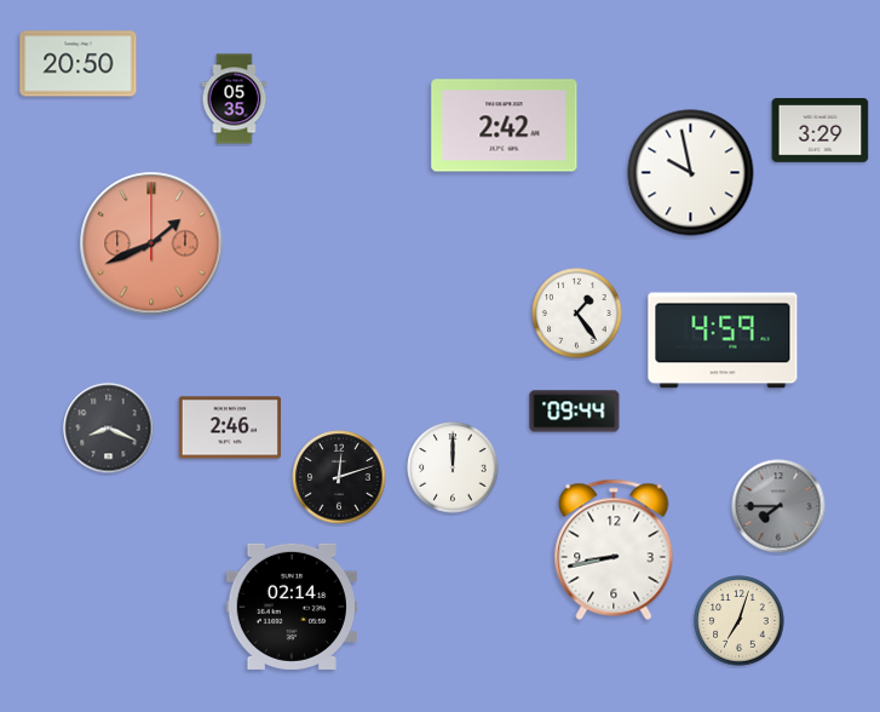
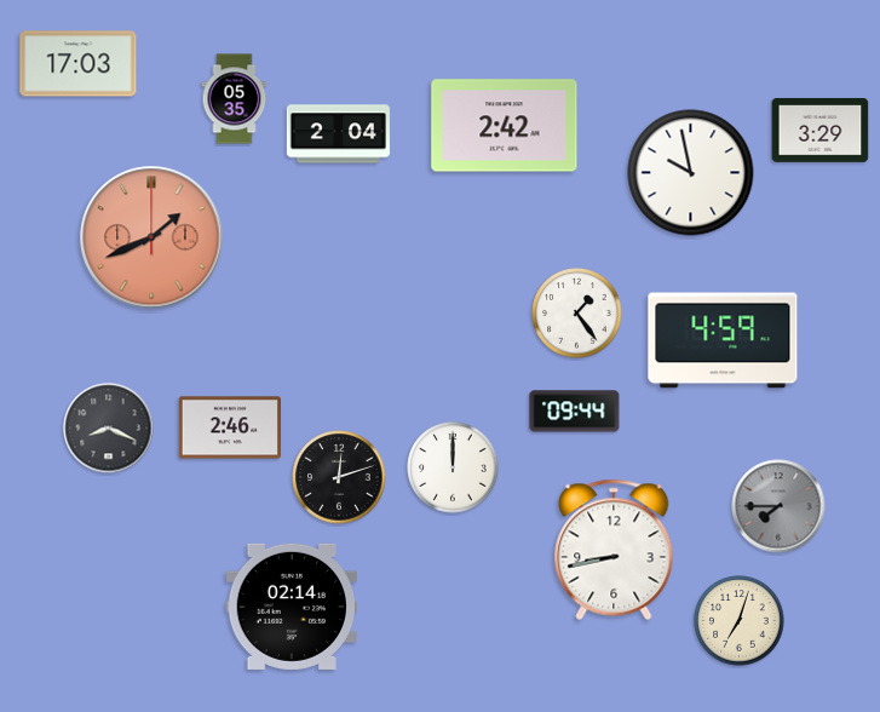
clock at (79, 64): 20:50 -> 17:03
clock at (338, 134): none -> 2:04
clock at (151, 243) position: (151, 243) -> (151, 237)
